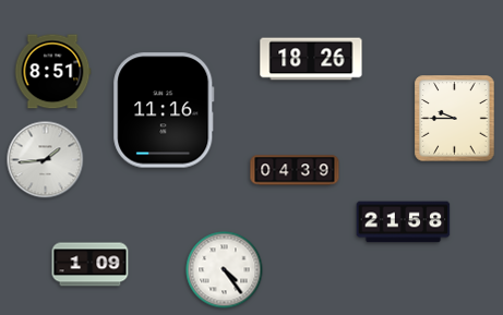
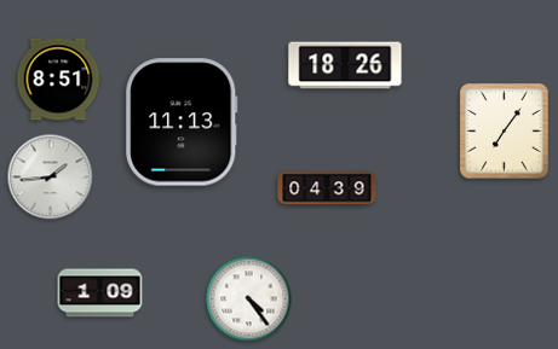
clock at (164, 110): 11:16 -> 11:13
clock at (455, 119): 9:45 -> 7:06
clock at (404, 222): 21:58 -> none
